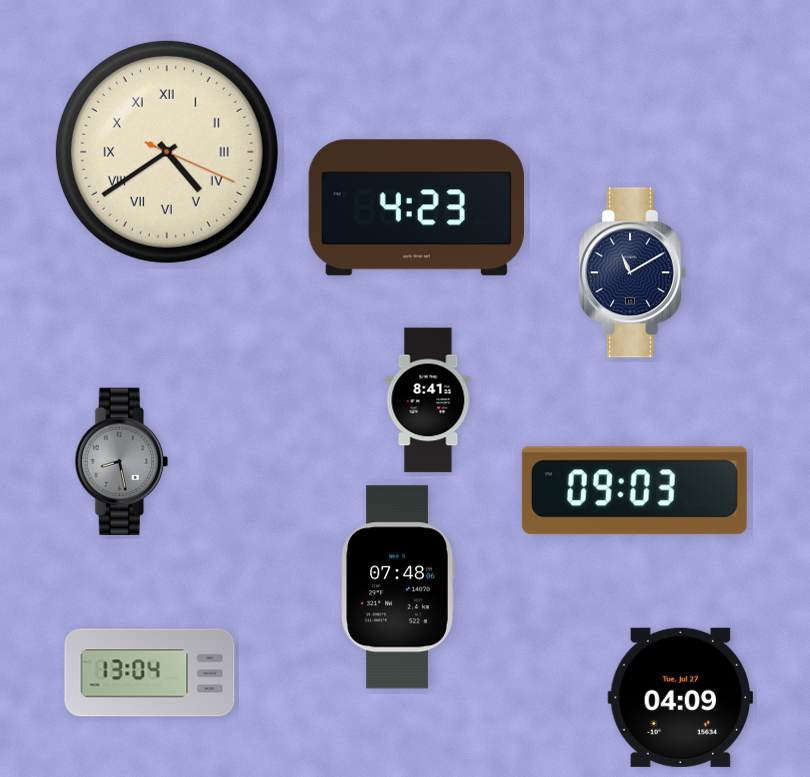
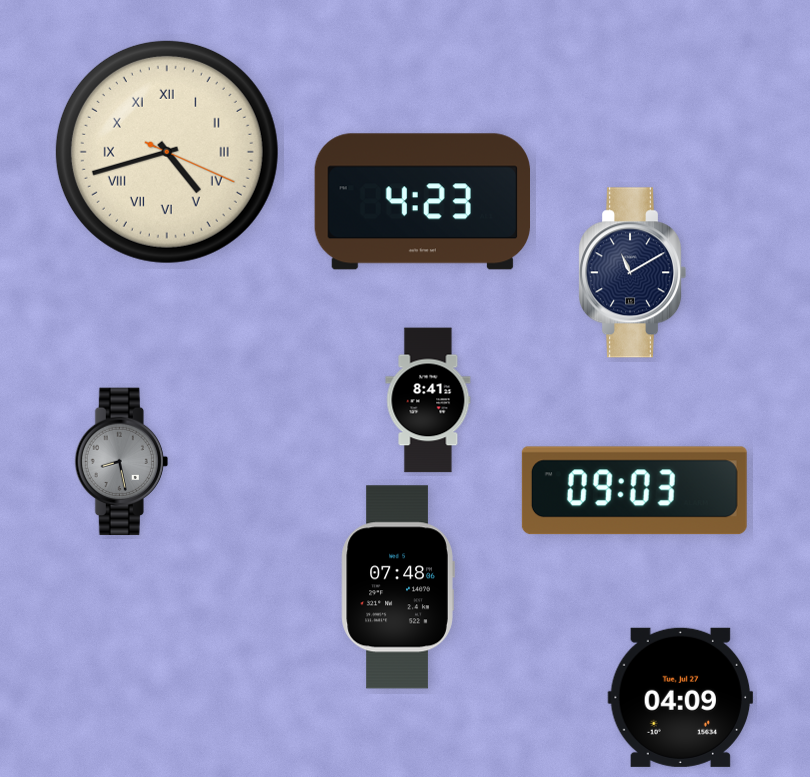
clock at (167, 152): 4:39 -> 4:42
clock at (417, 208) position: (417, 208) -> (423, 202)
clock at (150, 673): 13:04 -> none
